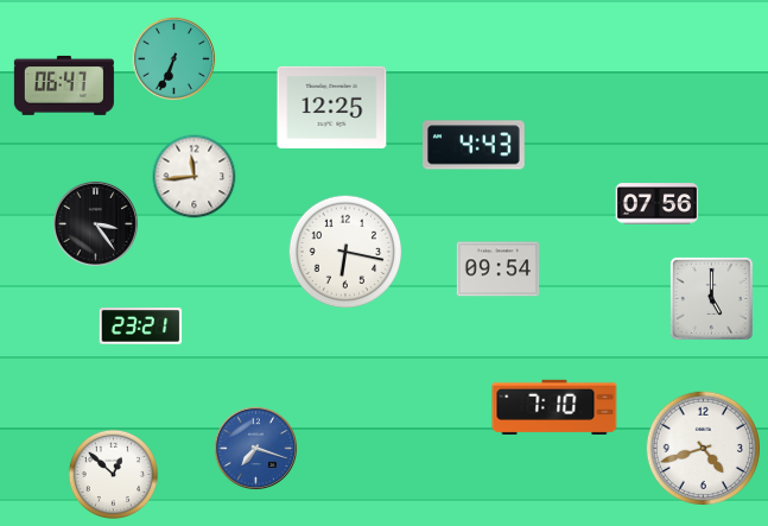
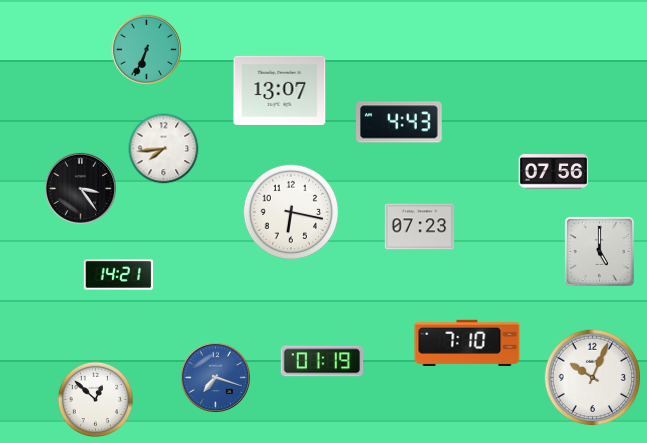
clock at (64, 85): 06:47 -> none
clock at (332, 107): 12:25 -> 13:07
clock at (195, 177): 11:44 -> 7:44
clock at (499, 270): 09:54 -> 07:23
clock at (141, 327): 23:21 -> 14:21
clock at (322, 361): none -> 01:19
clock at (703, 448): 4:42 -> 10:04
